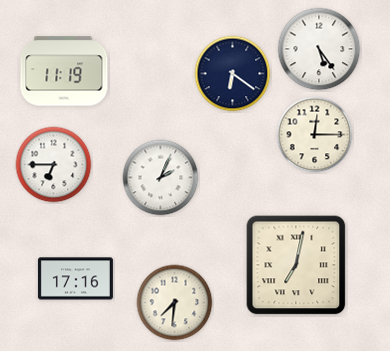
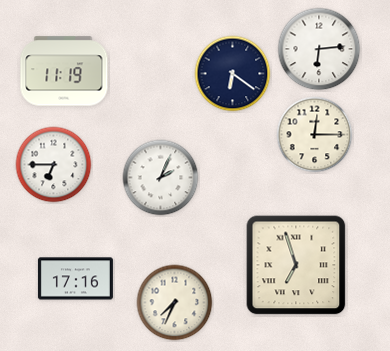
clock at (319, 49): 5:24 -> 6:14
clock at (296, 265): 7:02 -> 6:57
clock at (175, 303): 7:31 -> 7:34
